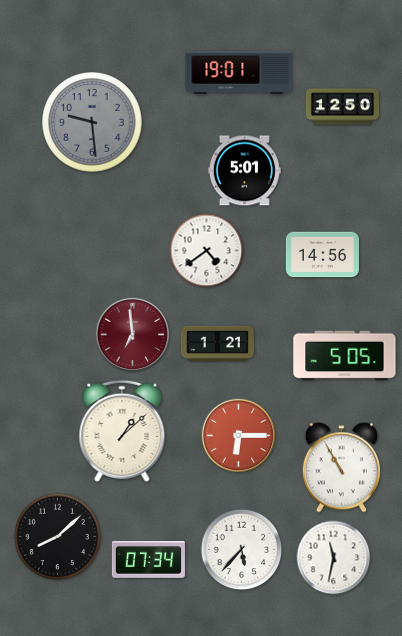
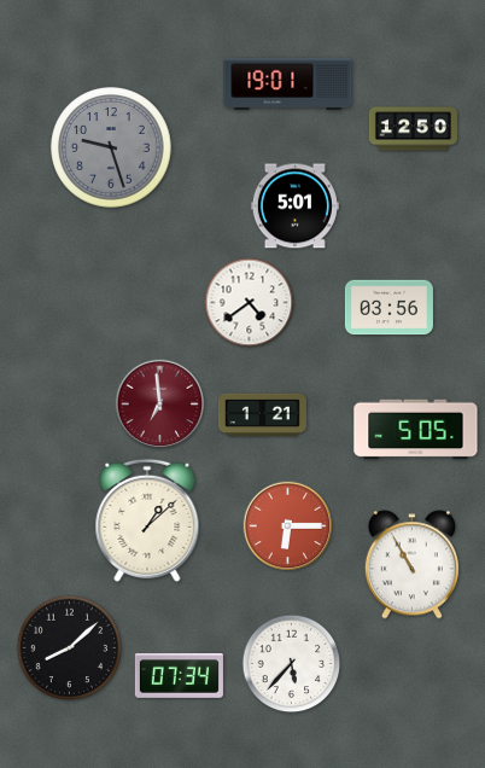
clock at (239, 72) position: (239, 72) -> (288, 83)
clock at (92, 122): 9:29 -> 9:27
clock at (322, 255): 14:56 -> 03:56
clock at (334, 558): 11:32 -> none
